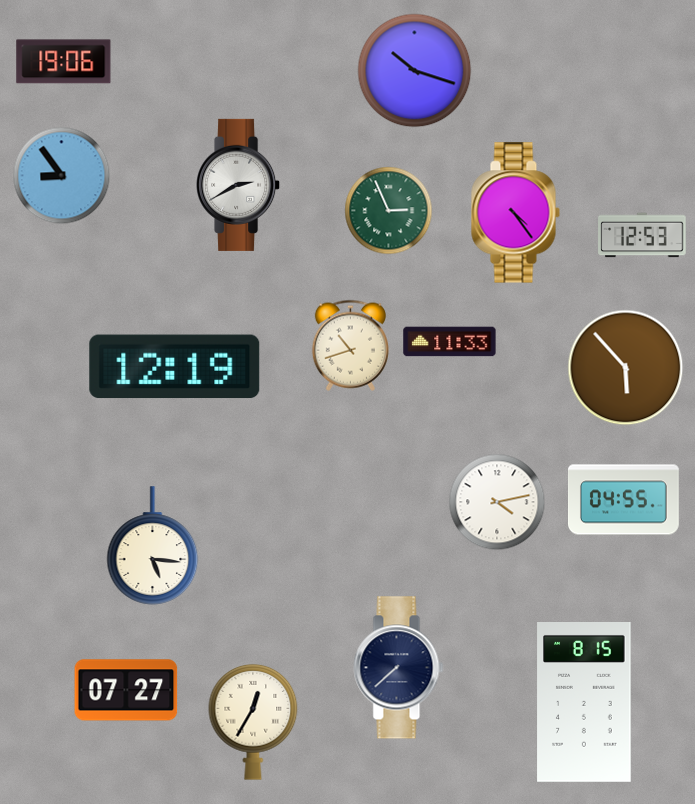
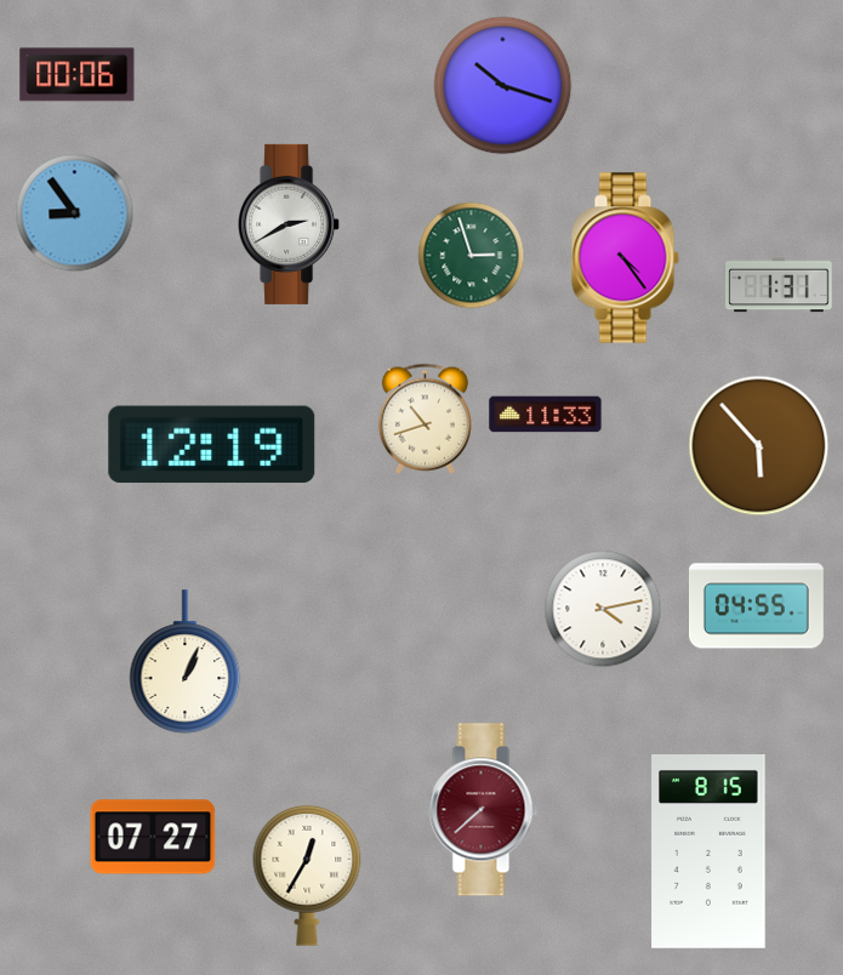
clock at (64, 62): 19:06 -> 00:06
clock at (389, 211): 2:56 -> 2:57
clock at (642, 235): 12:53 -> 1:31
clock at (153, 546): 5:16 -> 1:04
clock at (399, 668) dial: navy -> burgundy
